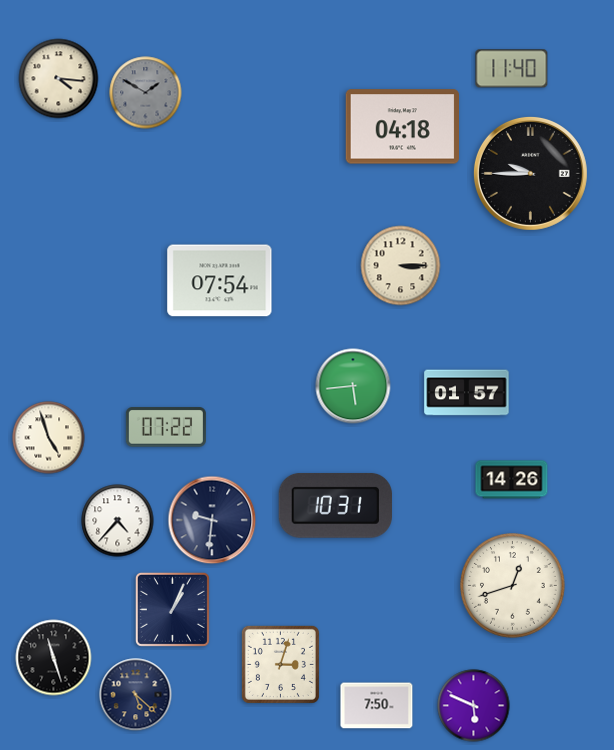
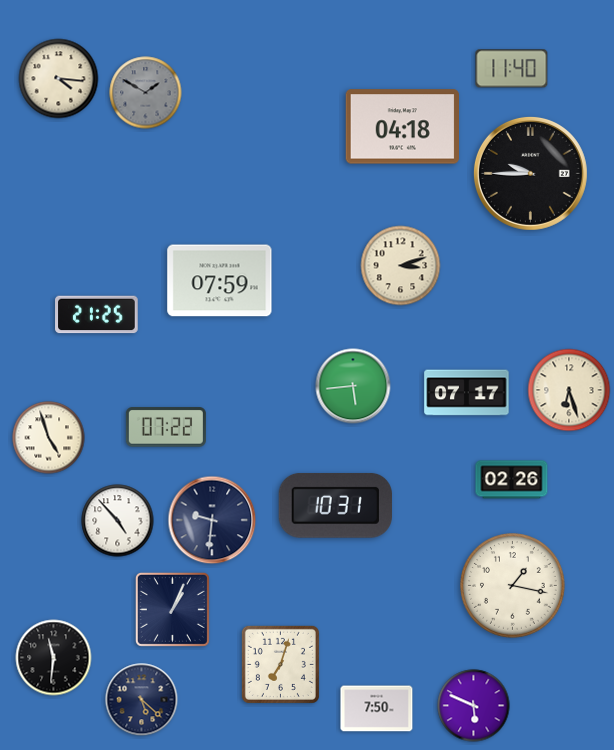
clock at (401, 266): 3:15 -> 3:12
clock at (220, 281): 07:54 -> 07:59
clock at (97, 315): none -> 21:25
clock at (569, 390): none -> 6:27
clock at (467, 393): 01:57 -> 07:17
clock at (512, 480): 14:26 -> 02:26
clock at (118, 521): 4:37 -> 4:53
clock at (513, 586): 12:42 -> 1:17
clock at (54, 658): 11:27 -> 11:31
clock at (280, 664): 3:03 -> 7:03
clock at (136, 695) position: (136, 695) -> (142, 700)
clock at (377, 706) position: (377, 706) -> (377, 709)
